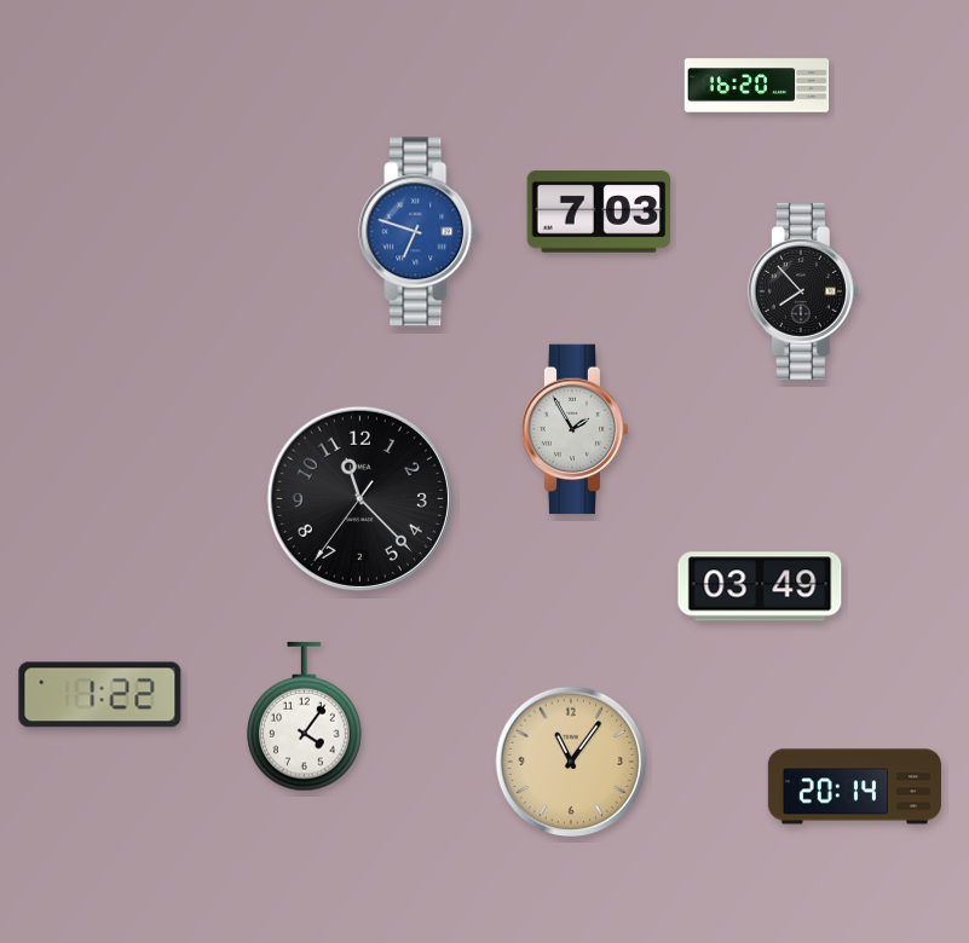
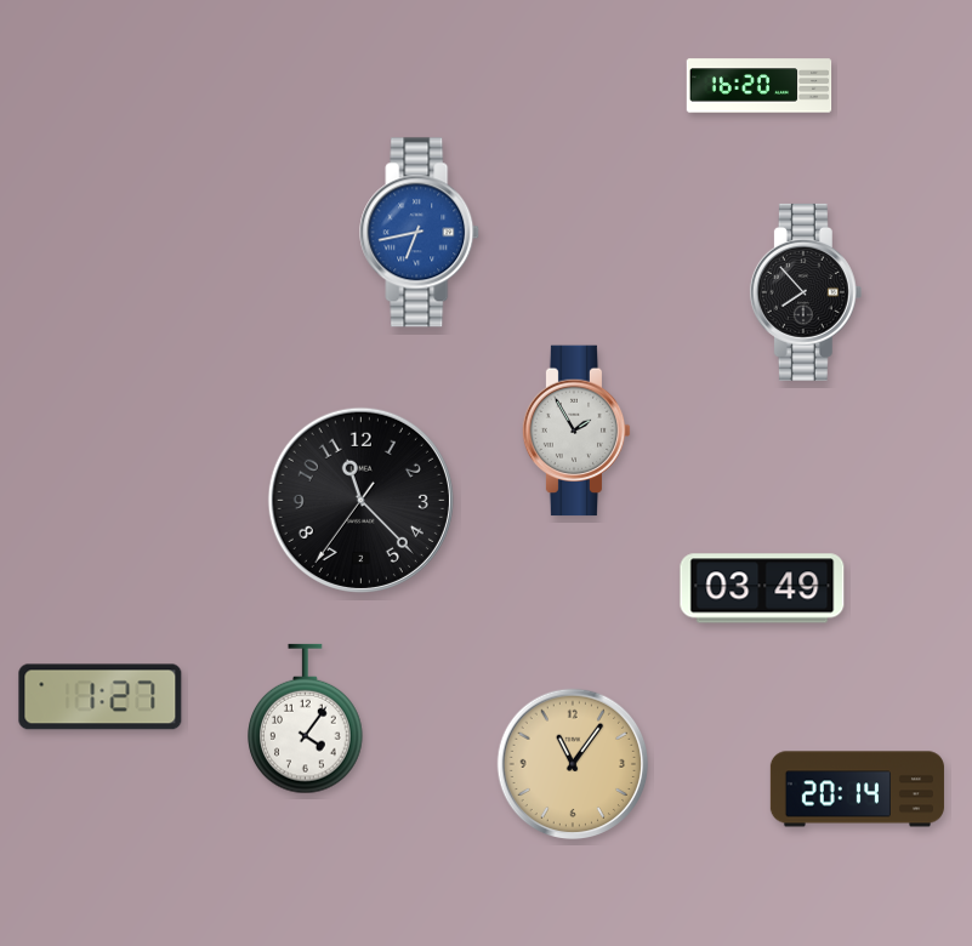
clock at (599, 212): 7:03 -> none
clock at (419, 232): 6:48 -> 6:43
clock at (100, 695): 1:22 -> 1:27
